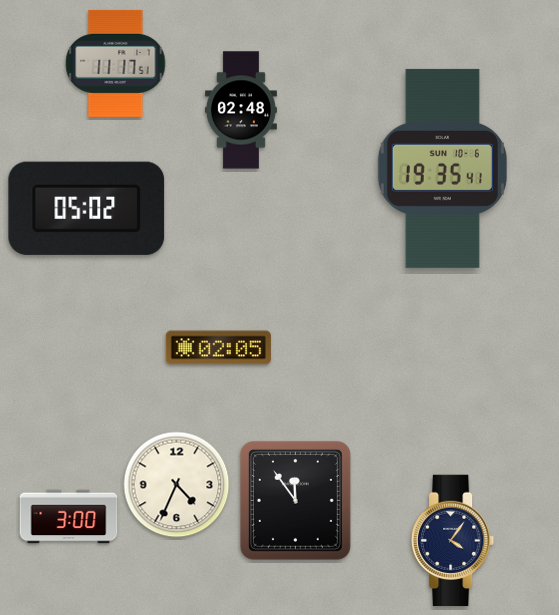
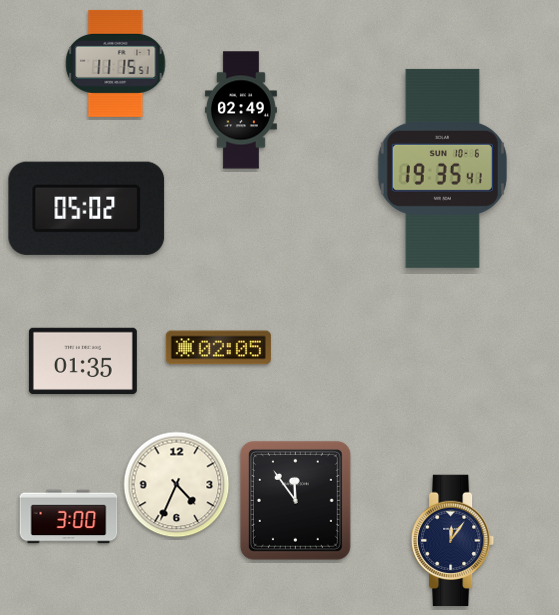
clock at (116, 63): 11:17 -> 11:15
clock at (241, 110): 02:48 -> 02:49
clock at (83, 360): none -> 01:35
clock at (453, 541): 4:06 -> 12:06
